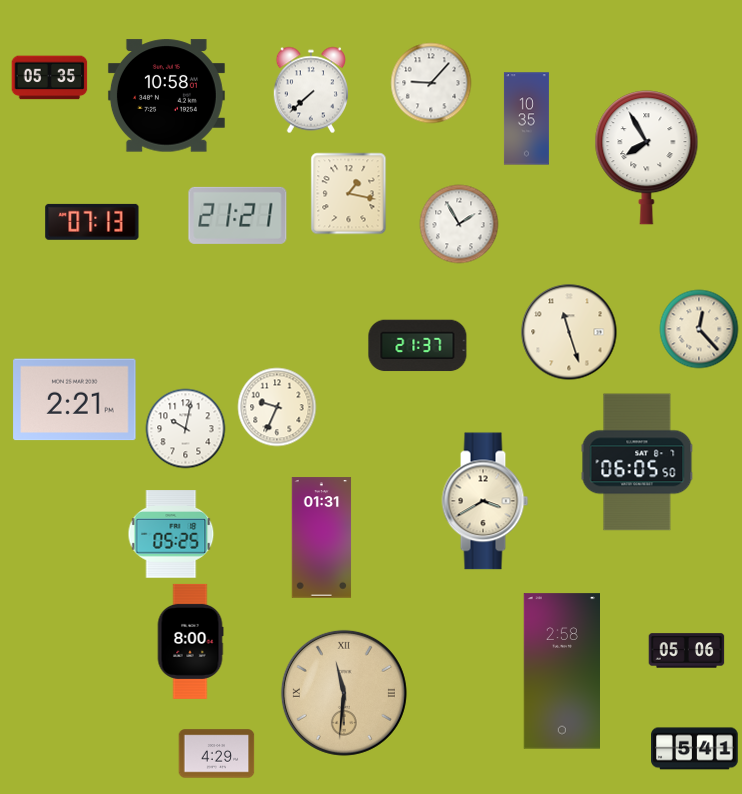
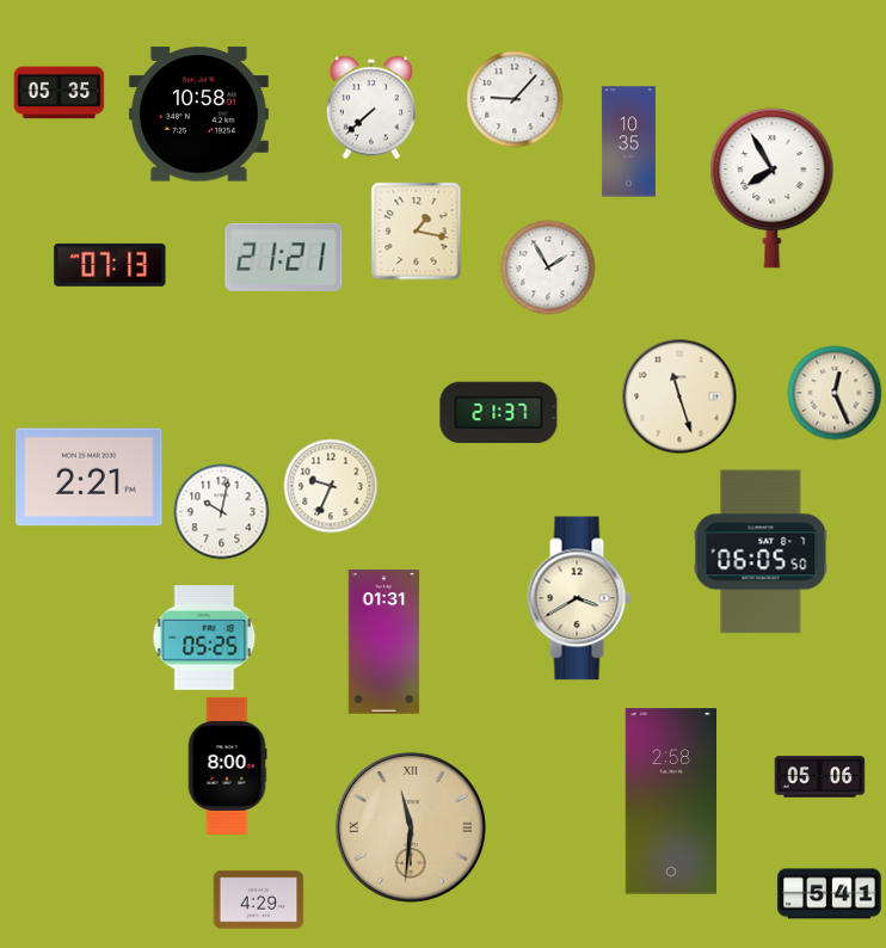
clock at (699, 329): 12:23 -> 12:26
